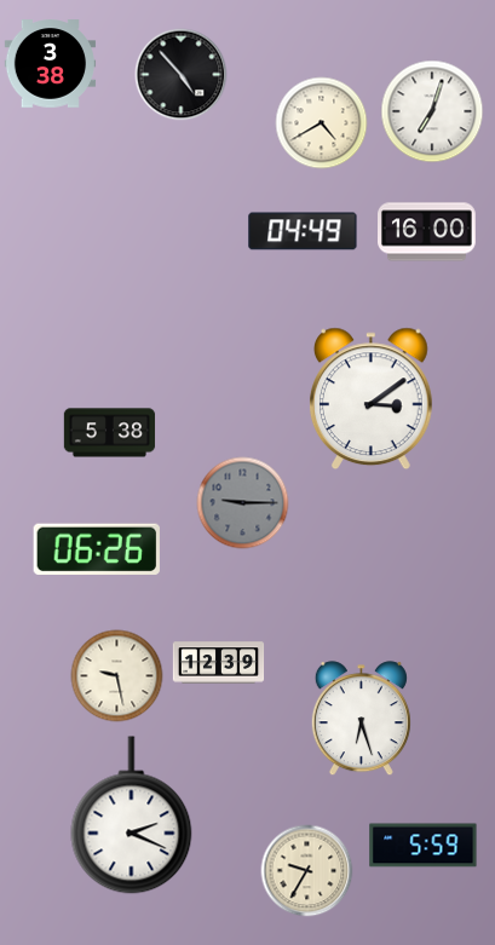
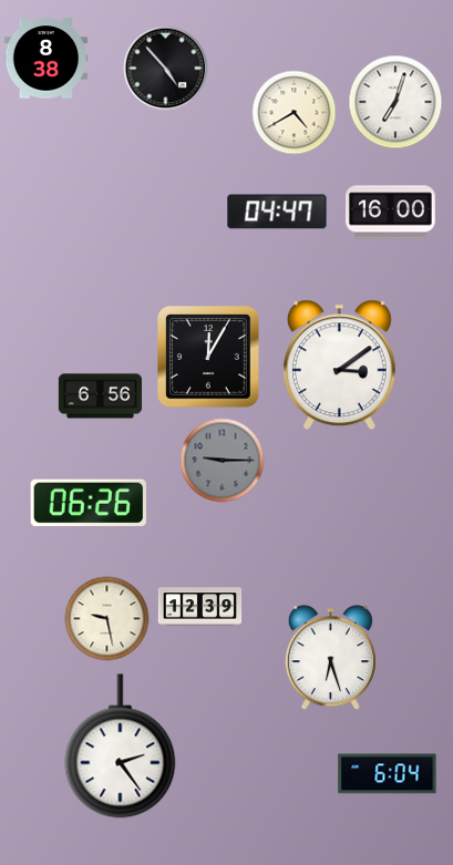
clock at (51, 64): 3:38 -> 8:38
clock at (303, 231): 04:49 -> 04:47
clock at (209, 358): none -> 12:05
clock at (110, 433): 5:38 -> 6:56
clock at (132, 816): 2:19 -> 2:24
clock at (424, 846): 5:59 -> 6:04
clock at (307, 871): 9:35 -> none
